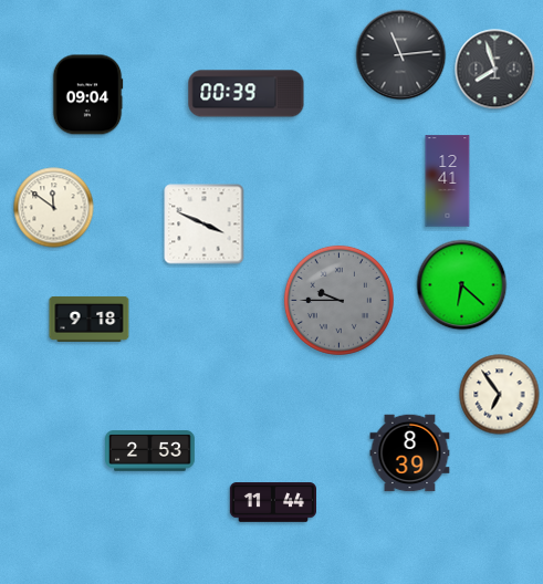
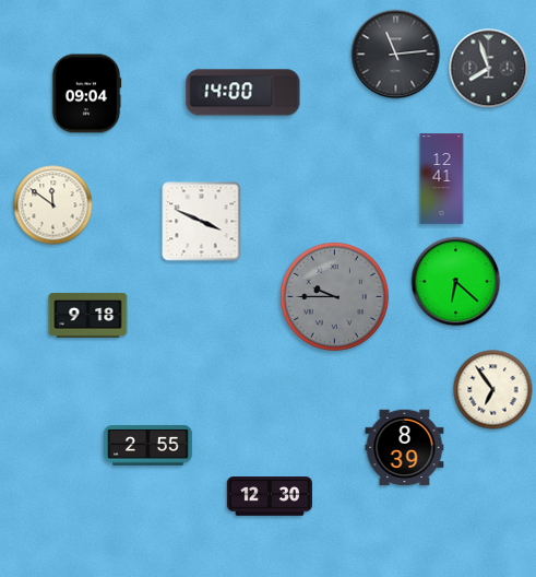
clock at (247, 94): 00:39 -> 14:00
clock at (150, 451): 2:53 -> 2:55
clock at (272, 502): 11:44 -> 12:30
